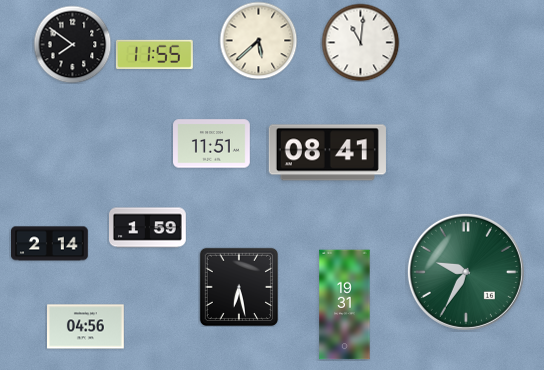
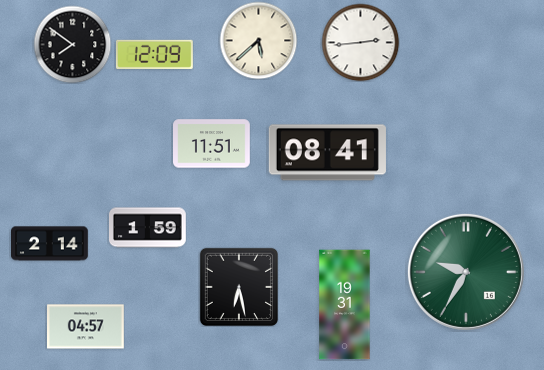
clock at (360, 42): 11:01 -> 2:44
clock at (155, 54): 11:55 -> 12:09
clock at (86, 327): 04:56 -> 04:57
